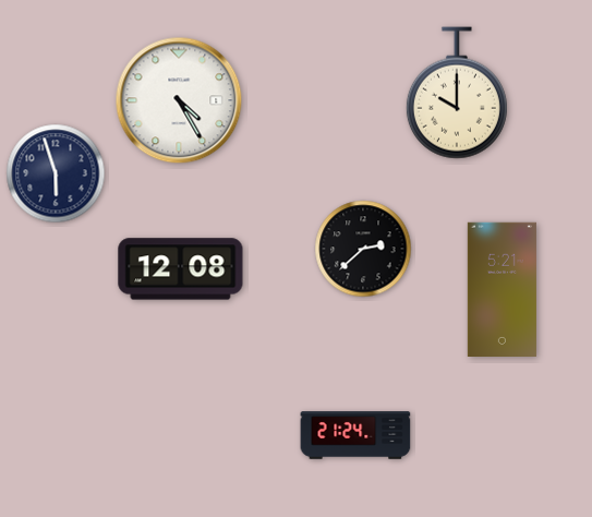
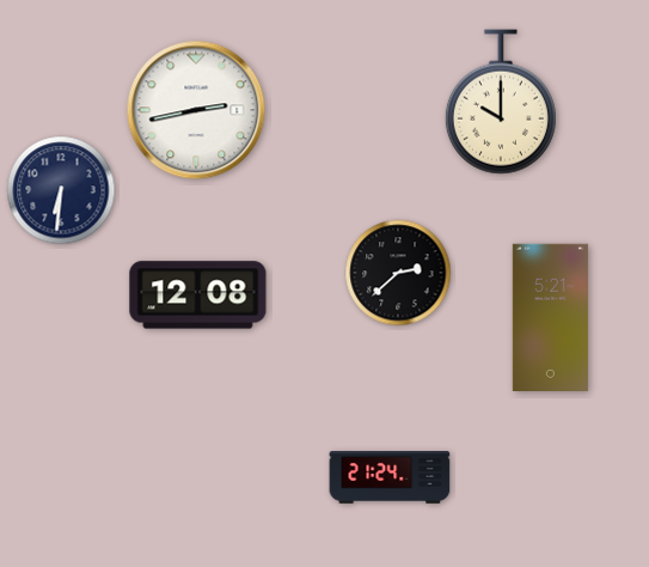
clock at (179, 100): 4:25 -> 2:43
clock at (56, 173): 5:57 -> 6:31
